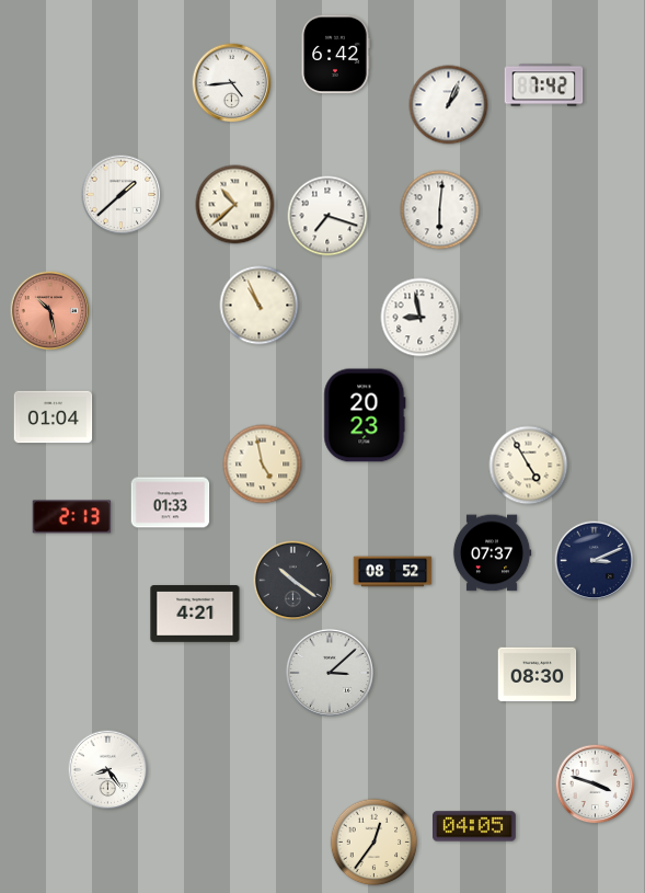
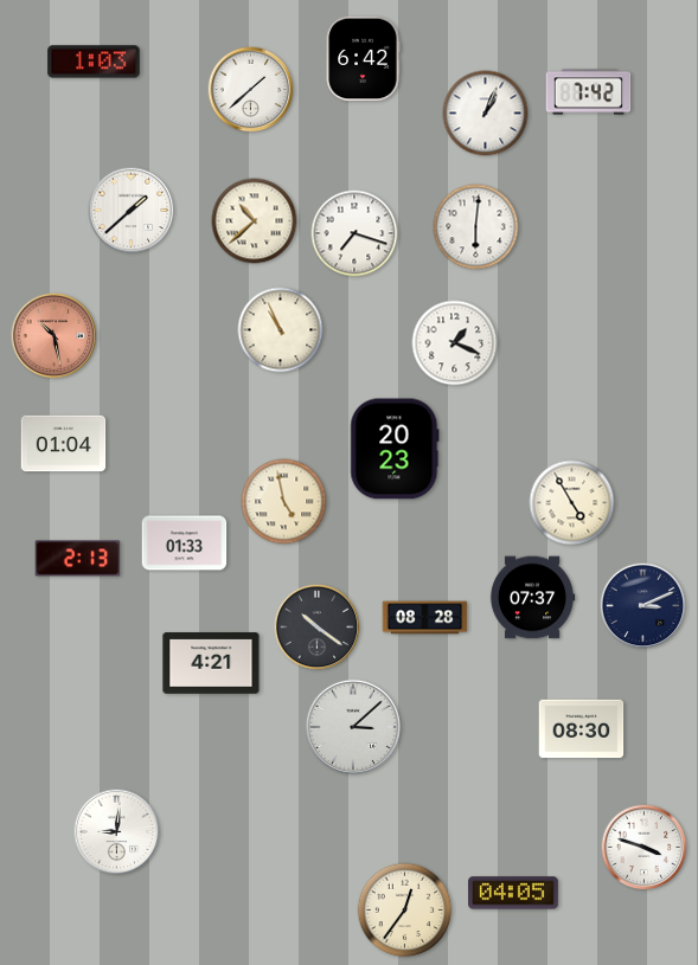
clock at (94, 62): none -> 1:03
clock at (232, 83): 4:44 -> 1:38
clock at (421, 318): 8:58 -> 1:19
clock at (54, 417) position: (54, 417) -> (64, 444)
clock at (393, 572): 08:52 -> 08:28
clock at (330, 673) position: (330, 673) -> (353, 727)
clock at (108, 770): 8:24 -> 9:01
